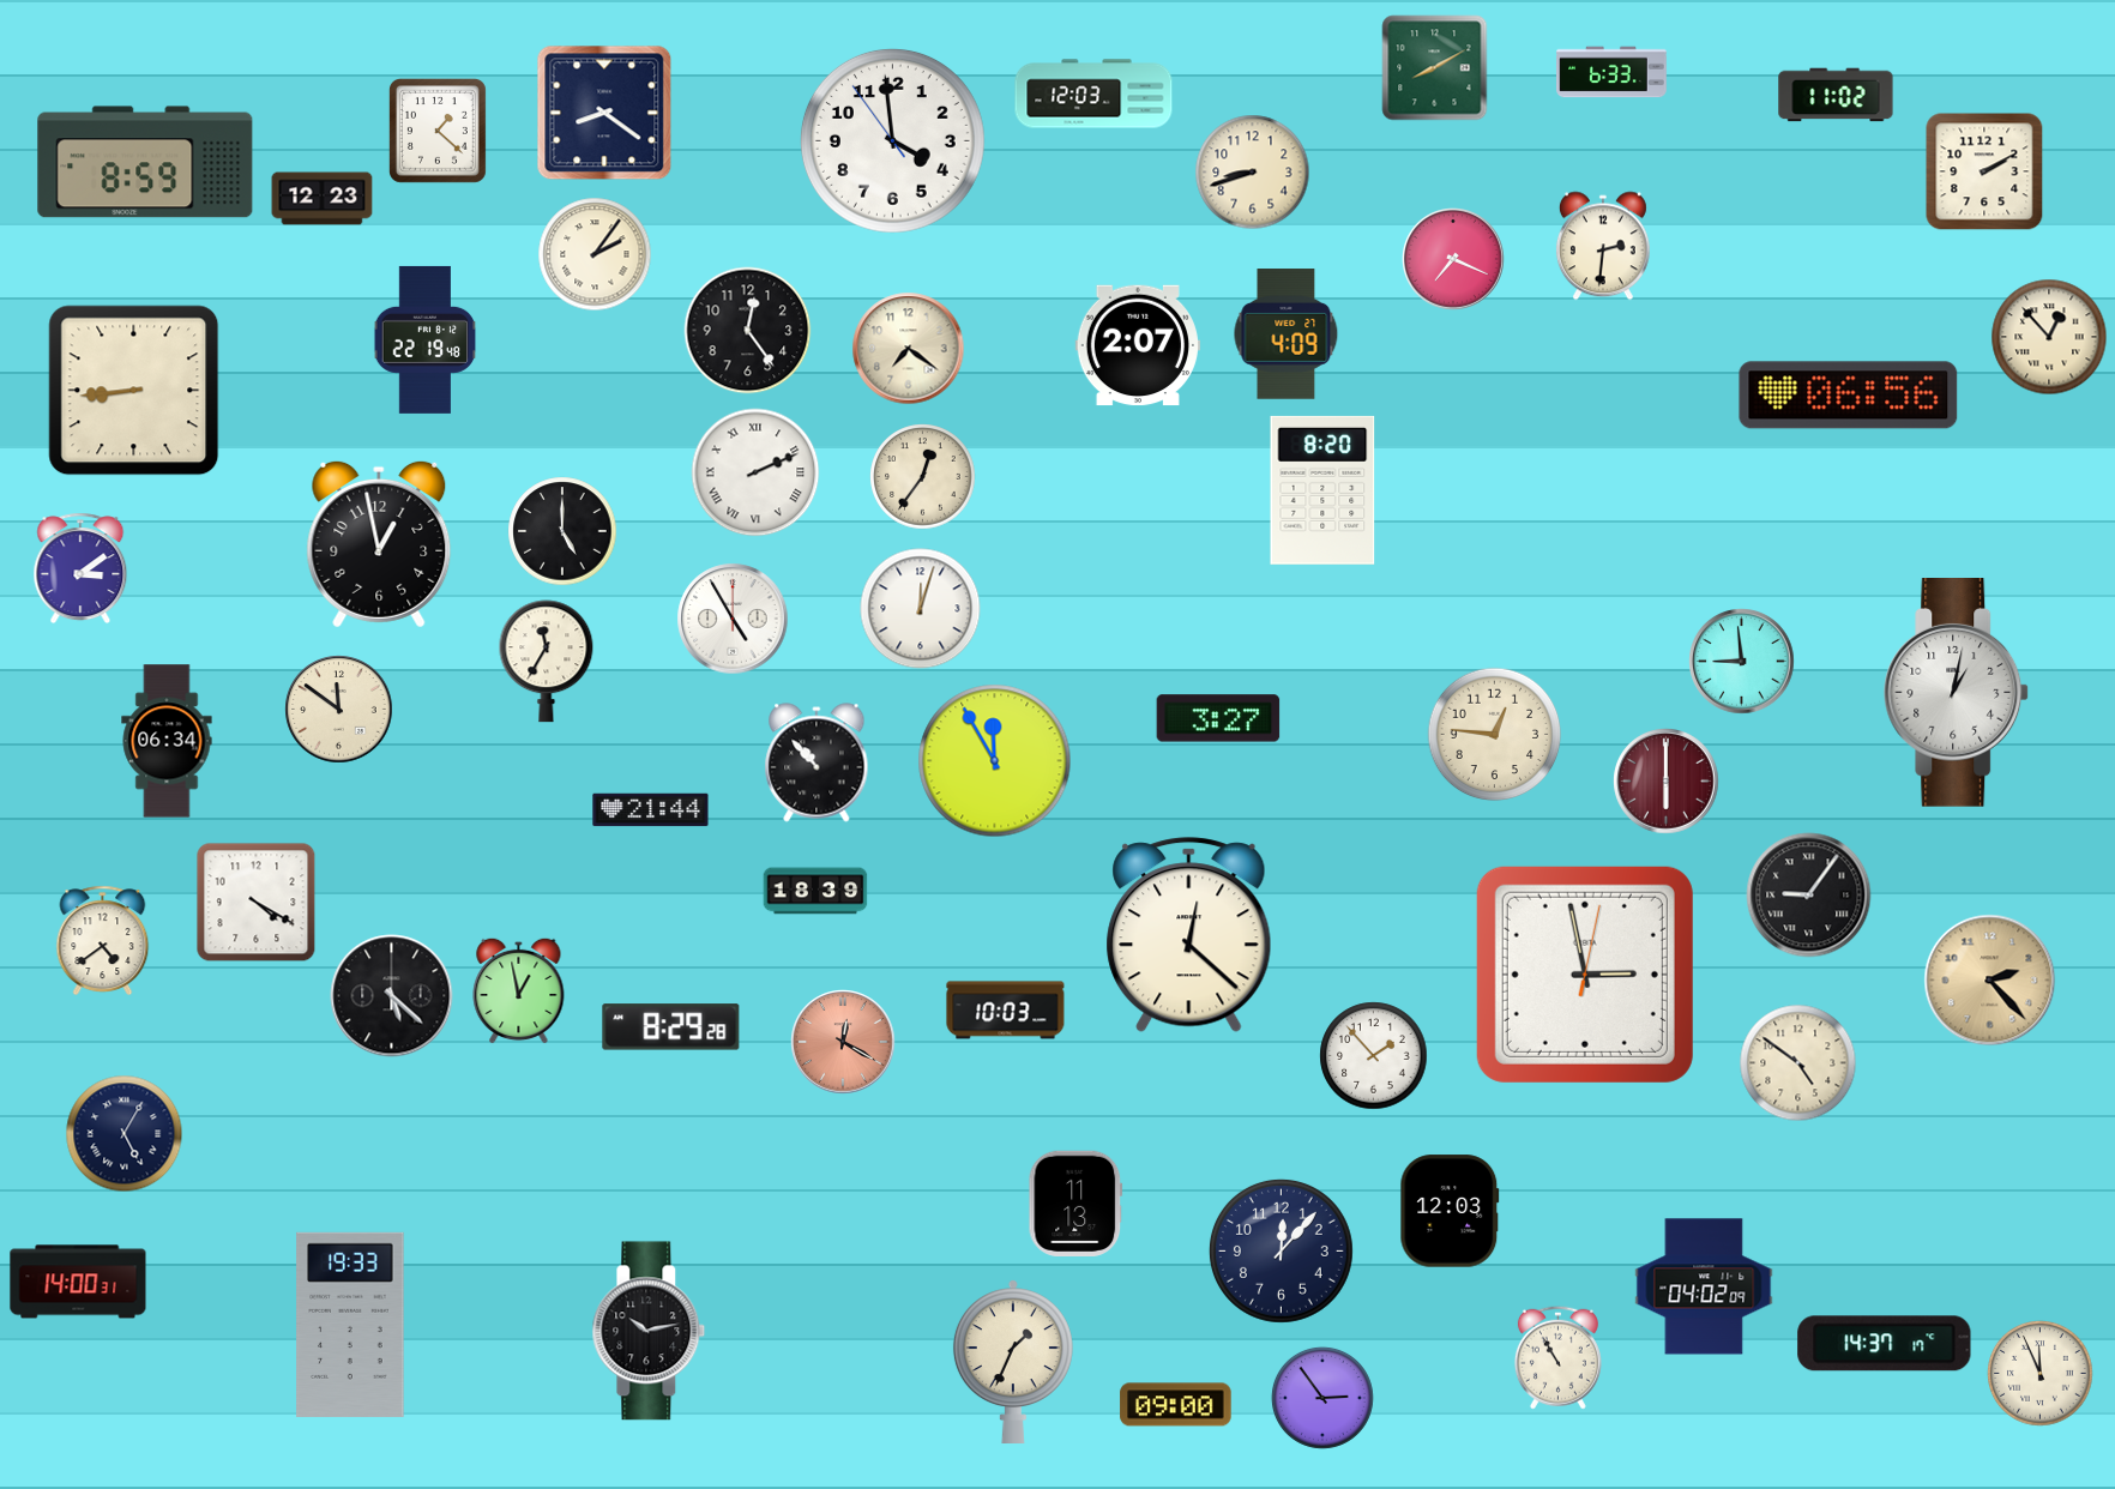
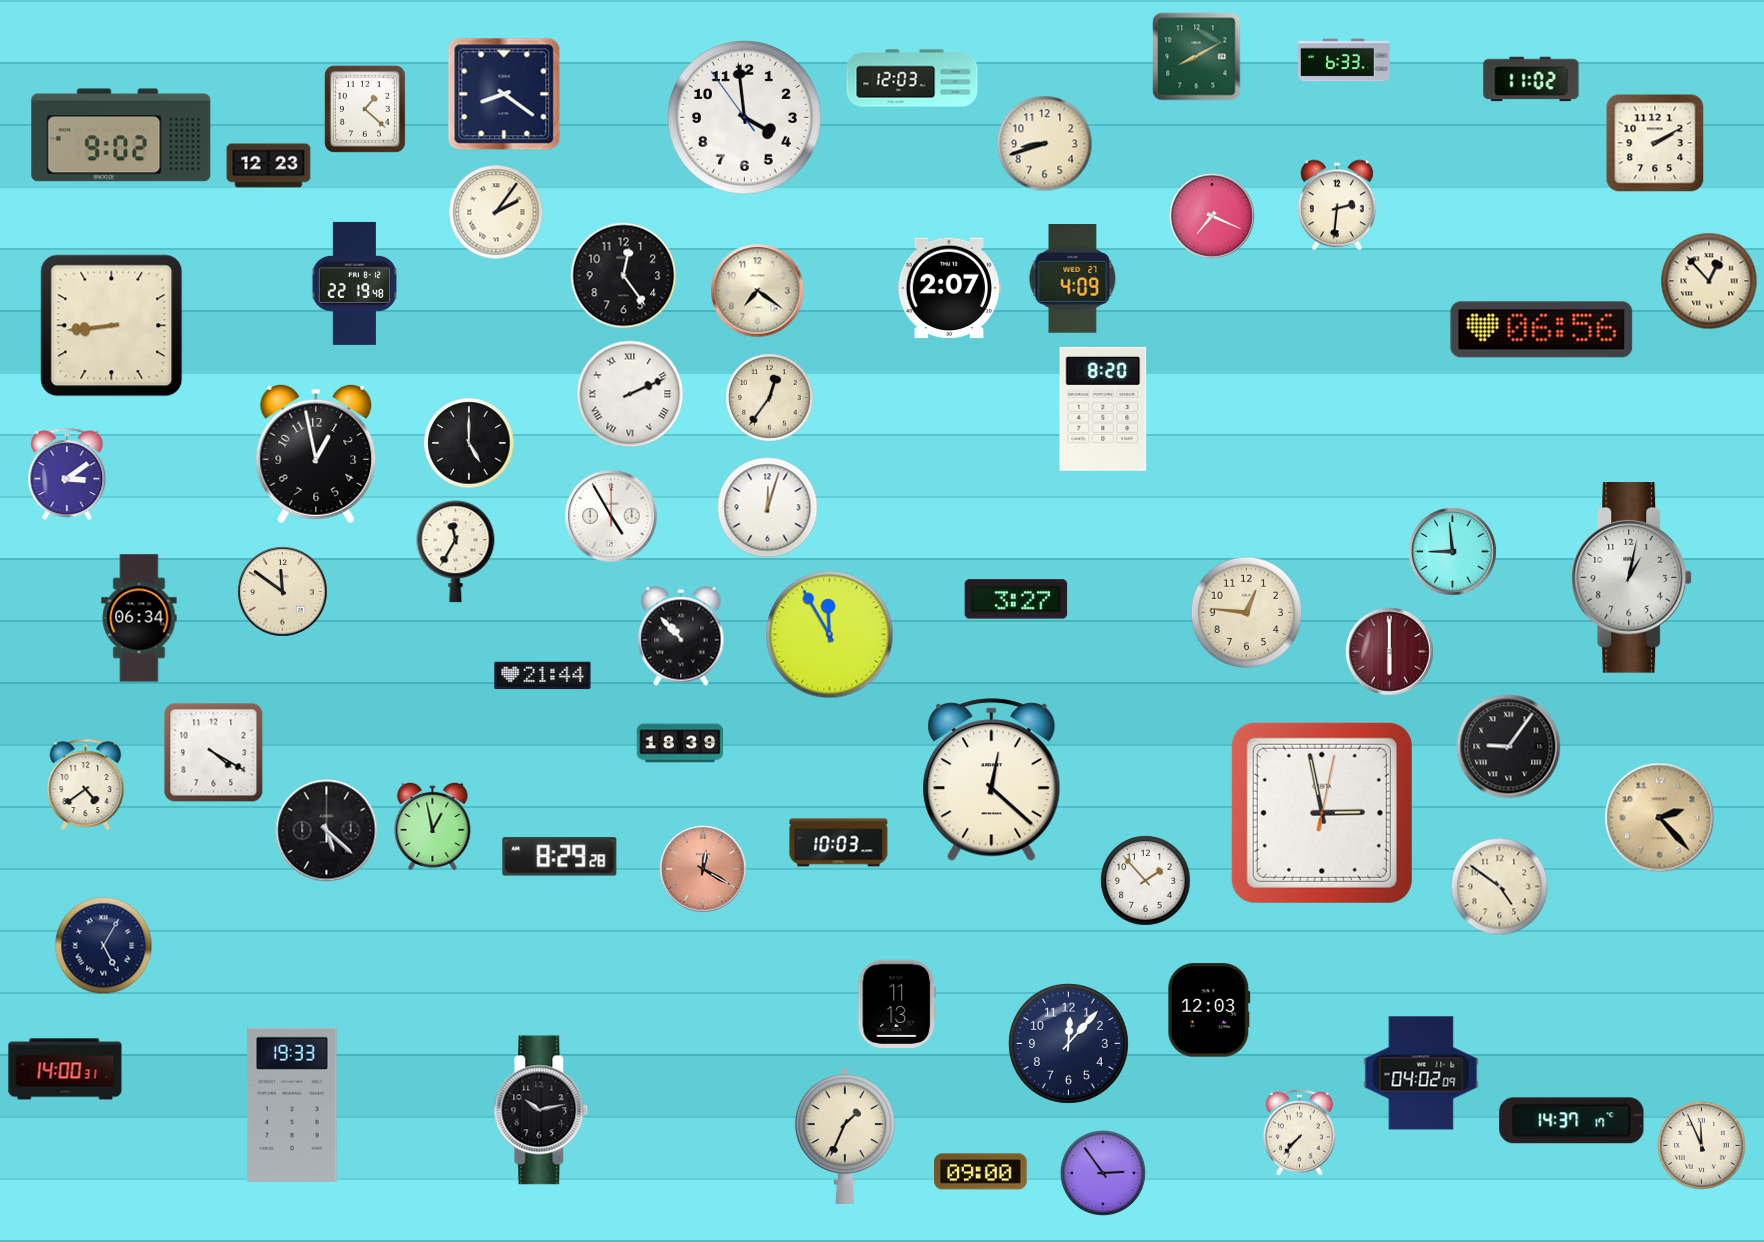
clock at (145, 162): 8:59 -> 9:02
clock at (1557, 1357): 10:55 -> 7:37
clock at (1322, 1398) position: (1322, 1398) -> (1103, 1173)
